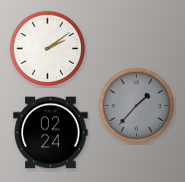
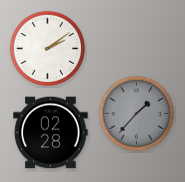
clock at (136, 105) position: (136, 105) -> (136, 113)
clock at (51, 133): 02:24 -> 02:28
